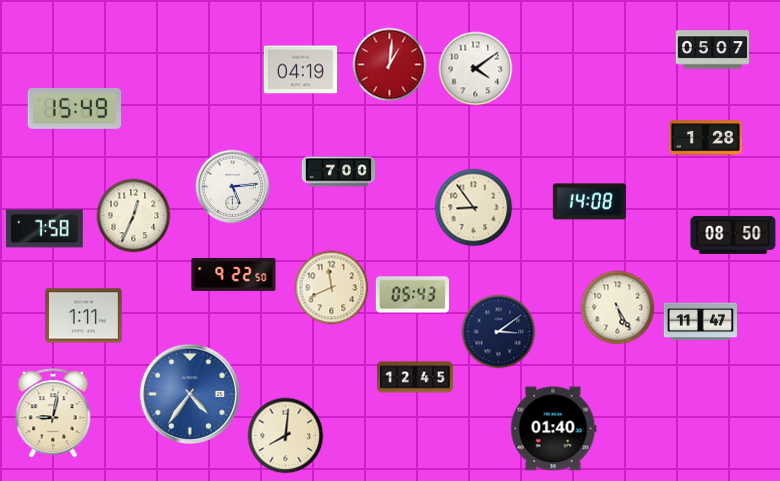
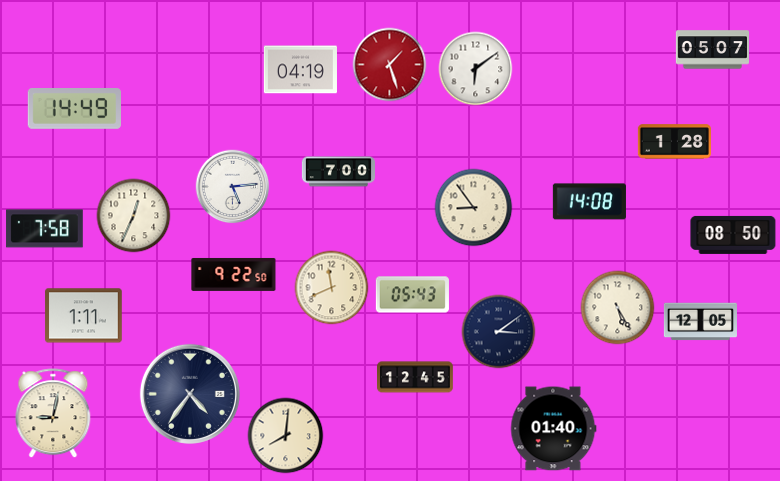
clock at (390, 65): 1:01 -> 1:27
clock at (476, 69): 4:09 -> 6:09
clock at (74, 109): 15:49 -> 14:49
clock at (705, 138) position: (705, 138) -> (674, 142)
clock at (700, 322): 11:47 -> 12:05
clock at (190, 394) dial: blue -> navy
